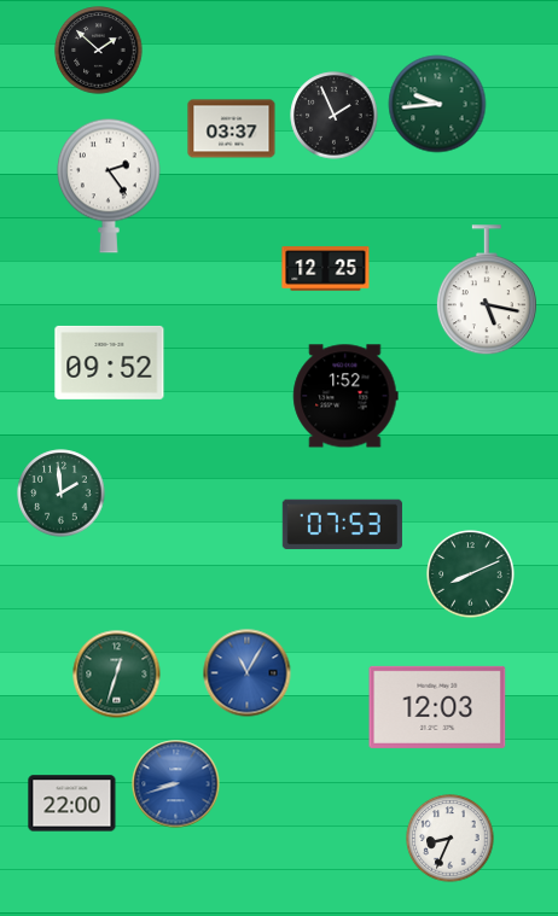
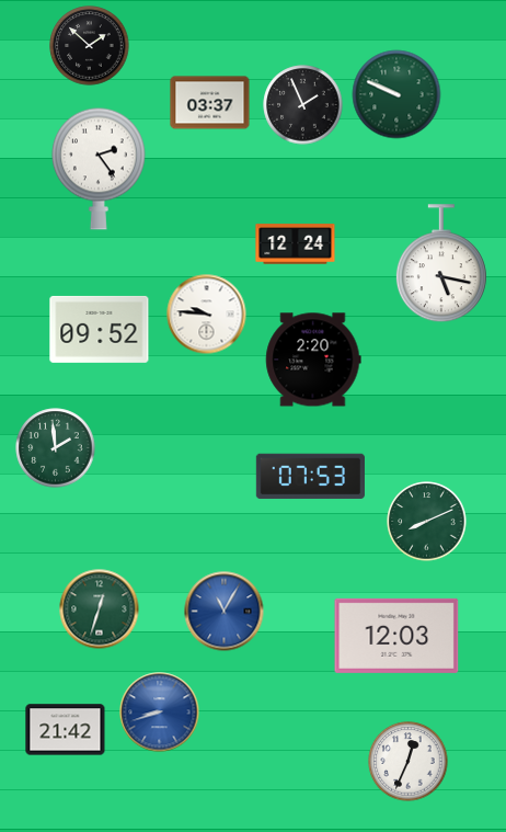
clock at (437, 104): 9:44 -> 9:49
clock at (232, 129) position: (232, 129) -> (210, 103)
clock at (326, 269): 12:25 -> 12:24
clock at (207, 315): none -> 9:46
clock at (345, 396): 1:52 -> 2:20
clock at (117, 675) position: (117, 675) -> (100, 609)
clock at (437, 707) position: (437, 707) -> (396, 636)
clock at (72, 804): 22:00 -> 21:42
clock at (451, 839): 8:34 -> 12:34
